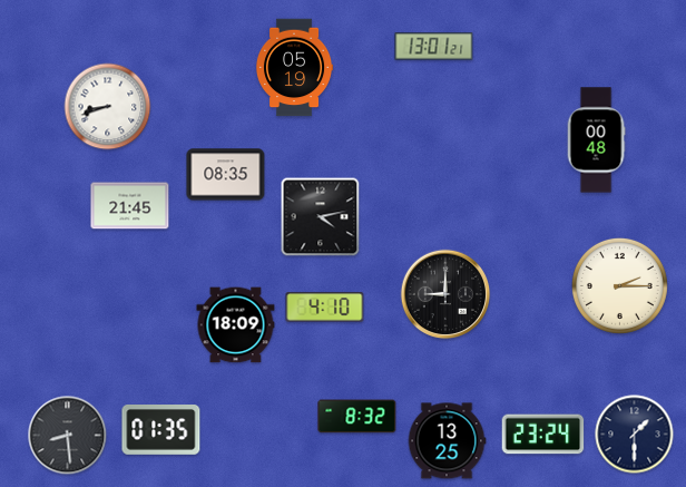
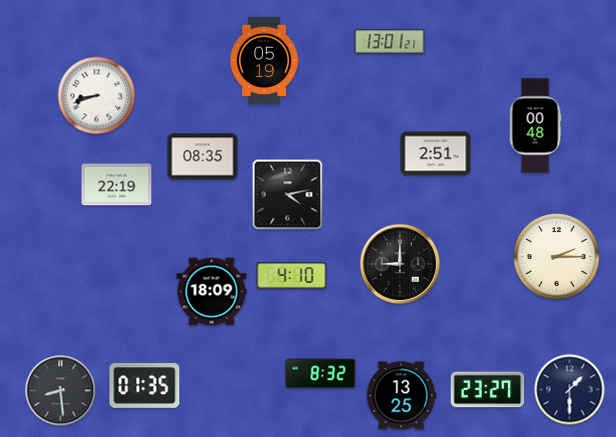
clock at (436, 154): none -> 2:51
clock at (130, 206): 21:45 -> 22:19
clock at (543, 435): 23:24 -> 23:27
